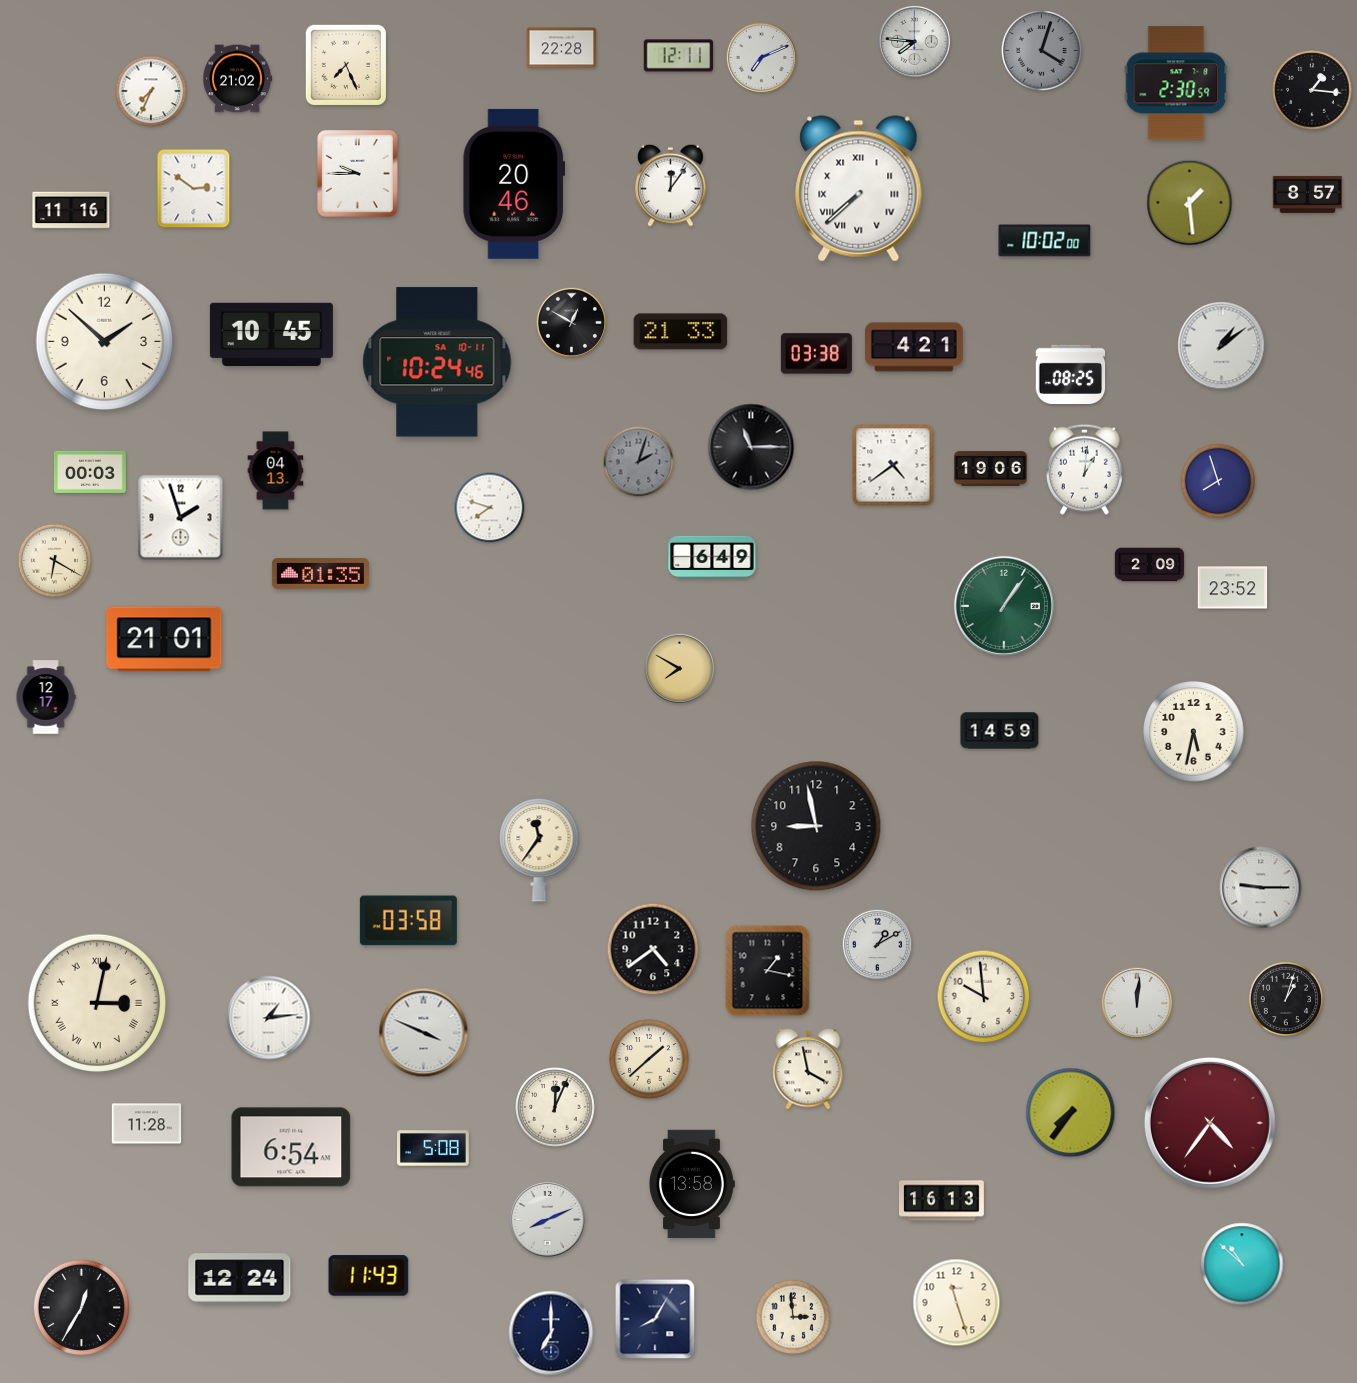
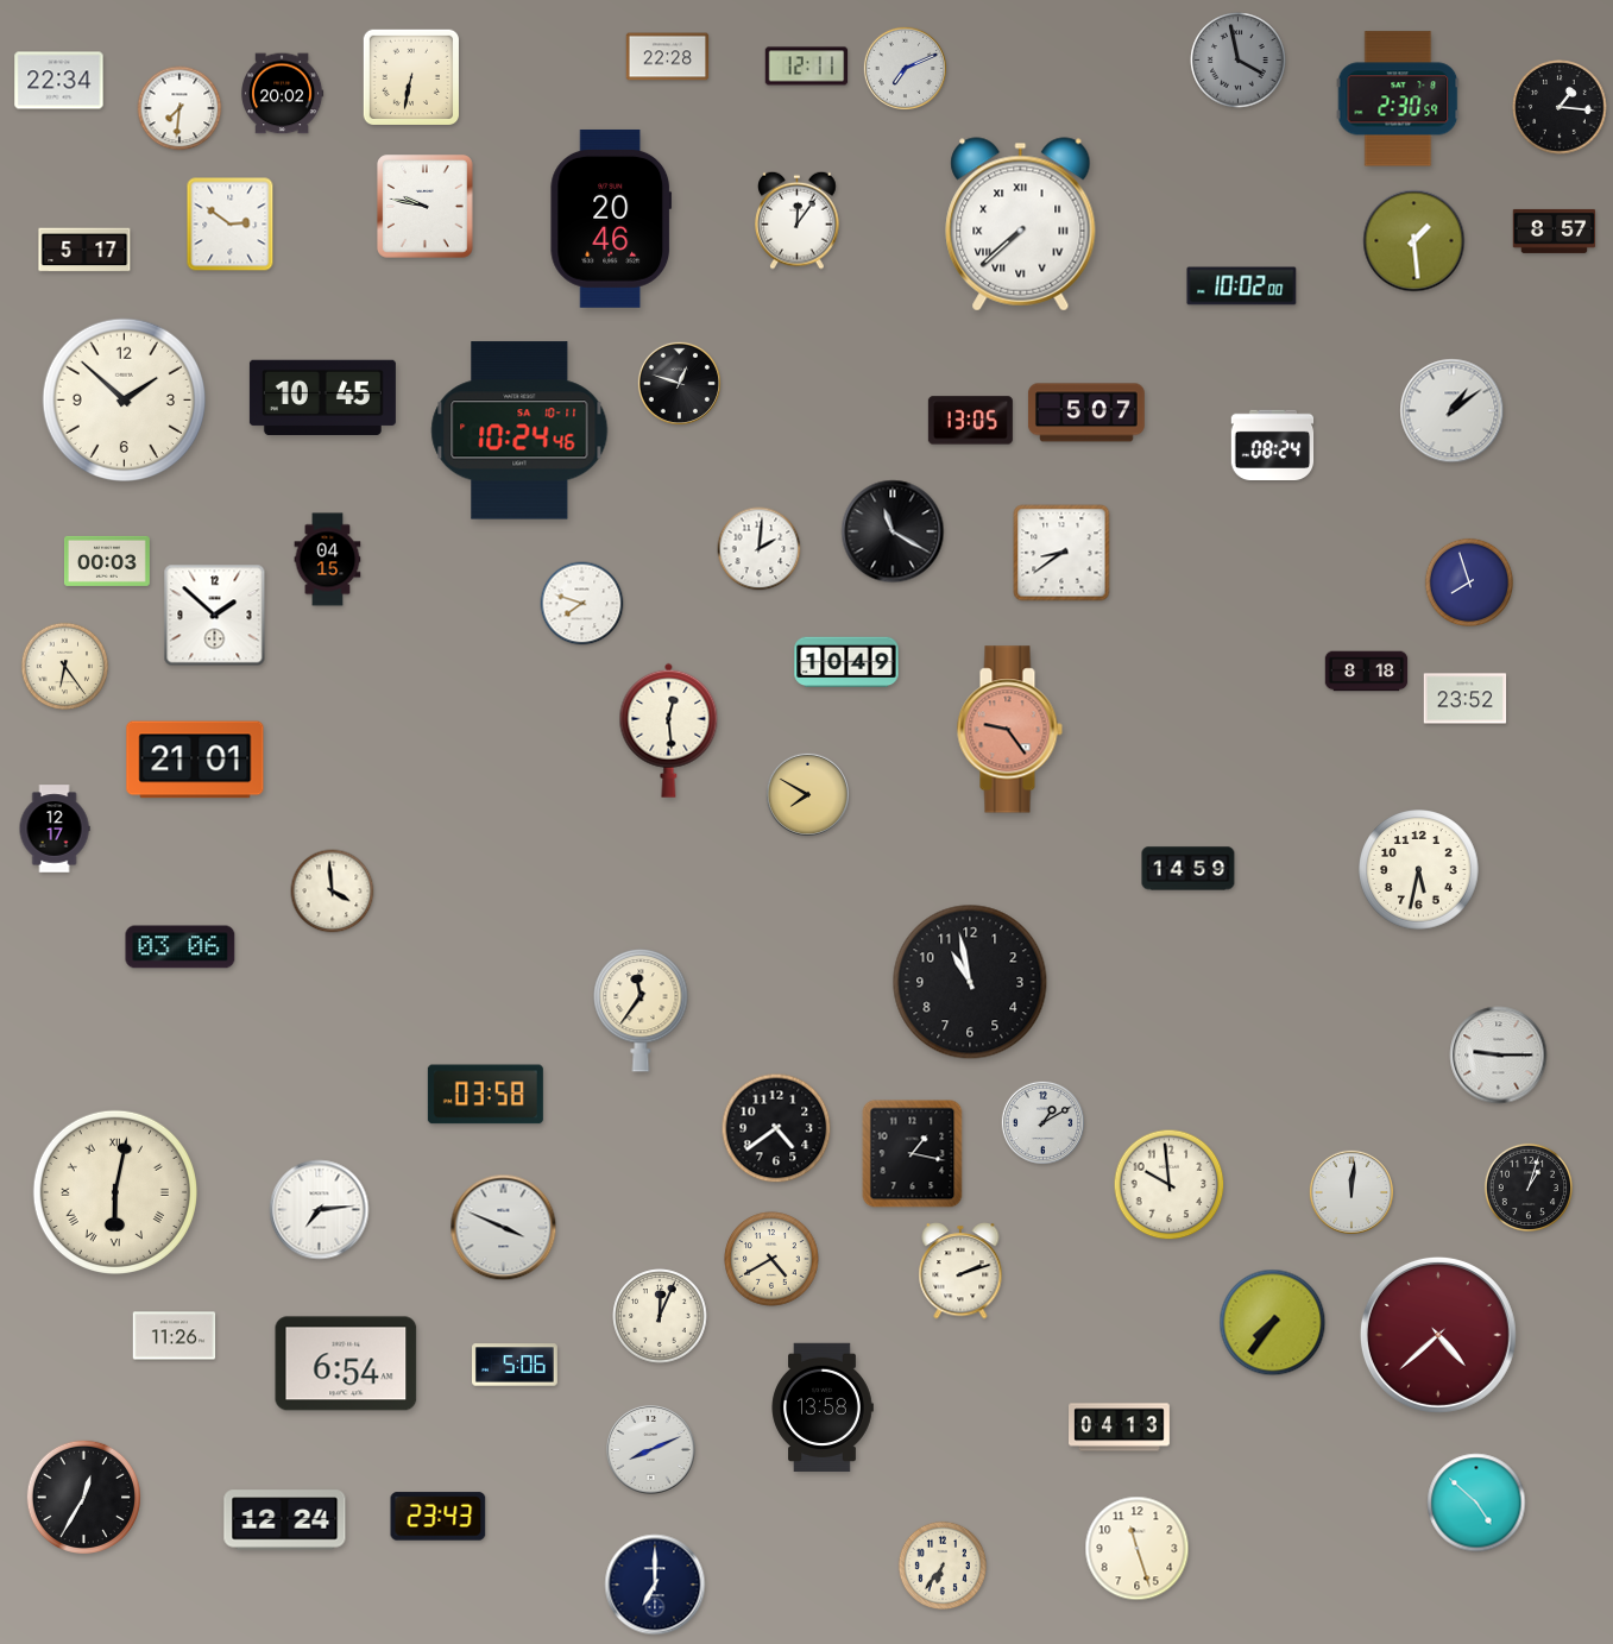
clock at (914, 41): 7:46 -> none
clock at (1042, 51): 4:03 -> 3:58
clock at (345, 64): 7:26 -> 6:32
clock at (59, 81): none -> 22:34
clock at (238, 79): 21:02 -> 20:02
clock at (151, 91): 7:34 -> 7:31
clock at (358, 174): 9:45 -> 9:47
clock at (71, 210): 11:16 -> 5:17
clock at (571, 322): 12:50 -> 12:48
clock at (681, 332): 21:33 -> none
clock at (104, 341) position: (104, 341) -> (124, 399)
clock at (914, 347): 4:21 -> 5:07
clock at (816, 354): 03:38 -> 13:05
clock at (1071, 375): 08:25 -> 08:24
clock at (751, 447): 11:15 -> 11:20
clock at (639, 462): 2:03 -> 2:01
clock at (639, 462) dial: grey -> white
clock at (893, 465): 4:39 -> 8:39
clock at (991, 469): 19:06 -> none
clock at (1085, 469): 1:01 -> none
clock at (276, 471): 04:13 -> 04:15
clock at (1217, 480) position: (1217, 480) -> (1468, 581)
clock at (181, 518): 1:57 -> 1:52
clock at (712, 557): 6:49 -> 10:49
clock at (55, 561): 6:20 -> 6:24
clock at (1150, 565): 2:09 -> 8:18
clock at (320, 574): 01:35 -> none
clock at (1004, 606): 1:06 -> none
clock at (669, 730): none -> 12:29
clock at (1009, 730): none -> 9:24
clock at (333, 892): none -> 3:59
clock at (181, 947): none -> 03:06
clock at (816, 826): 8:58 -> 10:58
clock at (97, 1003): 3:02 -> 6:02
clock at (269, 1018): 1:14 -> 7:14
clock at (649, 1059): 1:38 -> 4:40
clock at (808, 1069): 3:58 -> 2:12
clock at (1210, 1123): 4:36 -> 4:38
clock at (147, 1124): 11:28 -> 11:26
clock at (434, 1148): 5:08 -> 5:06
clock at (942, 1201): 16:13 -> 04:13
clock at (1242, 1264): 10:52 -> 4:52
clock at (369, 1276): 11:43 -> 23:43
clock at (81, 1307) position: (81, 1307) -> (83, 1497)
clock at (792, 1316): 2:59 -> 6:36
clock at (655, 1319): 8:05 -> none
